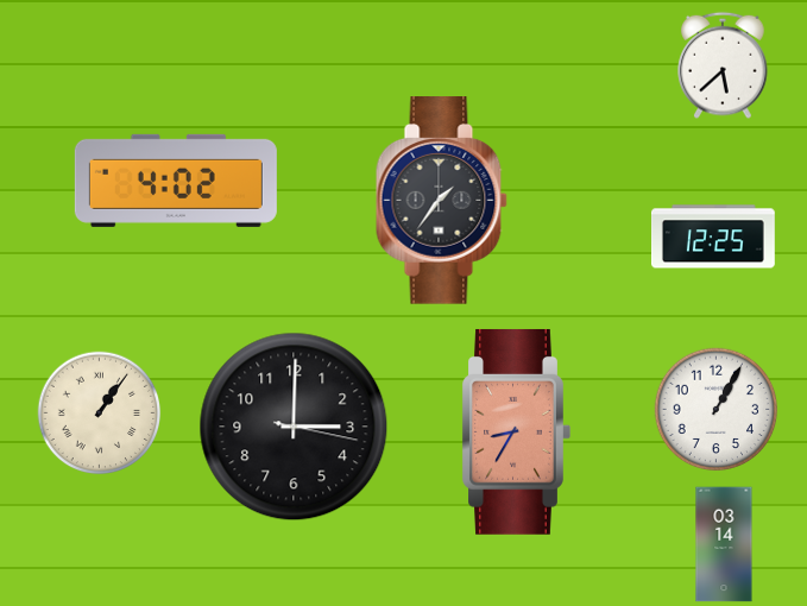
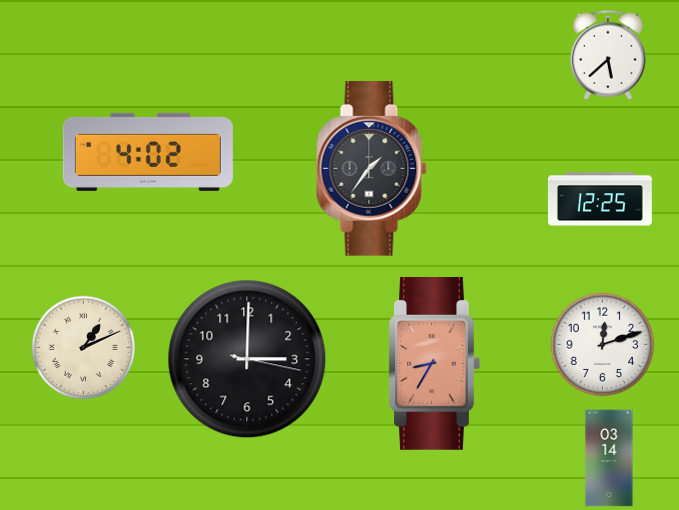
clock at (717, 410): 1:05 -> 12:12
clock at (100, 414): 1:06 -> 1:11
